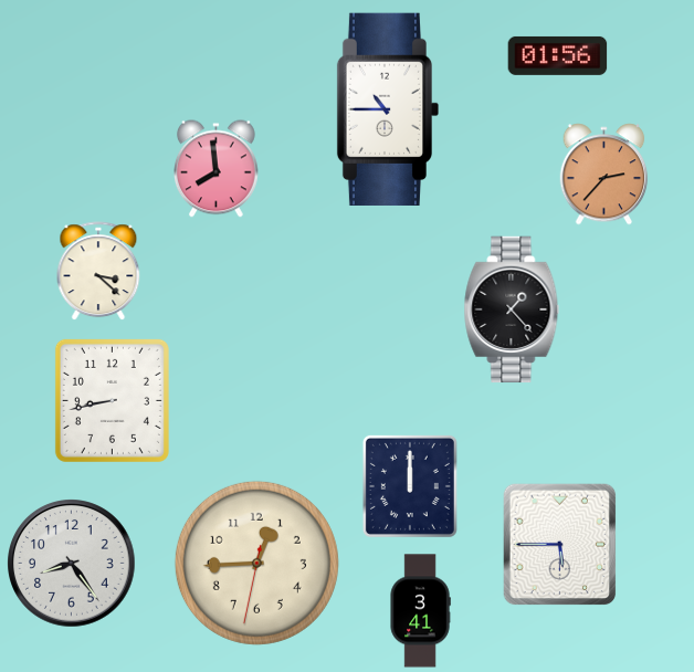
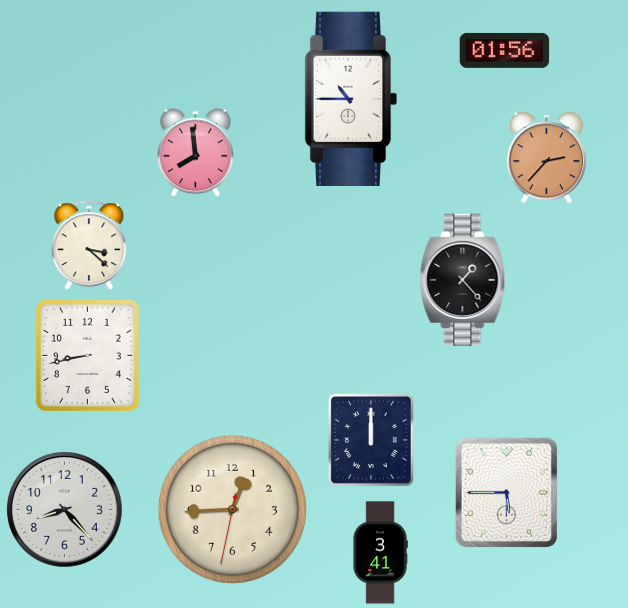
clock at (112, 400) position: (112, 400) -> (87, 355)
clock at (72, 564): 8:24 -> 8:23
